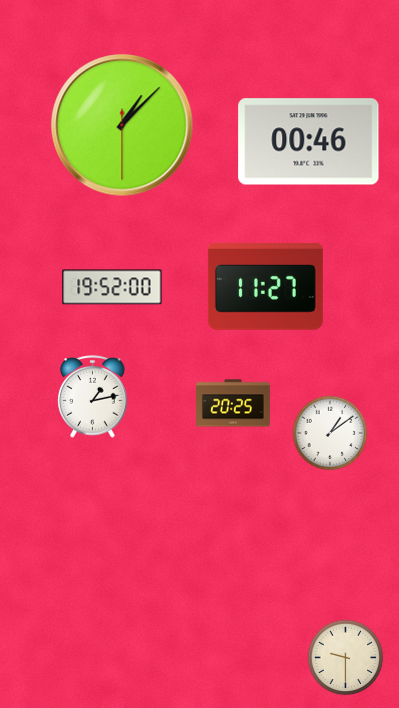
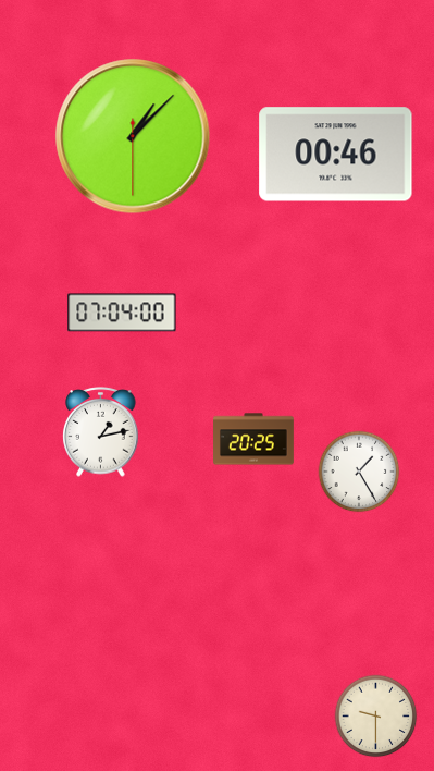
clock at (112, 287): 19:52 -> 07:04
clock at (265, 287): 11:27 -> none
clock at (330, 433): 1:09 -> 1:25
